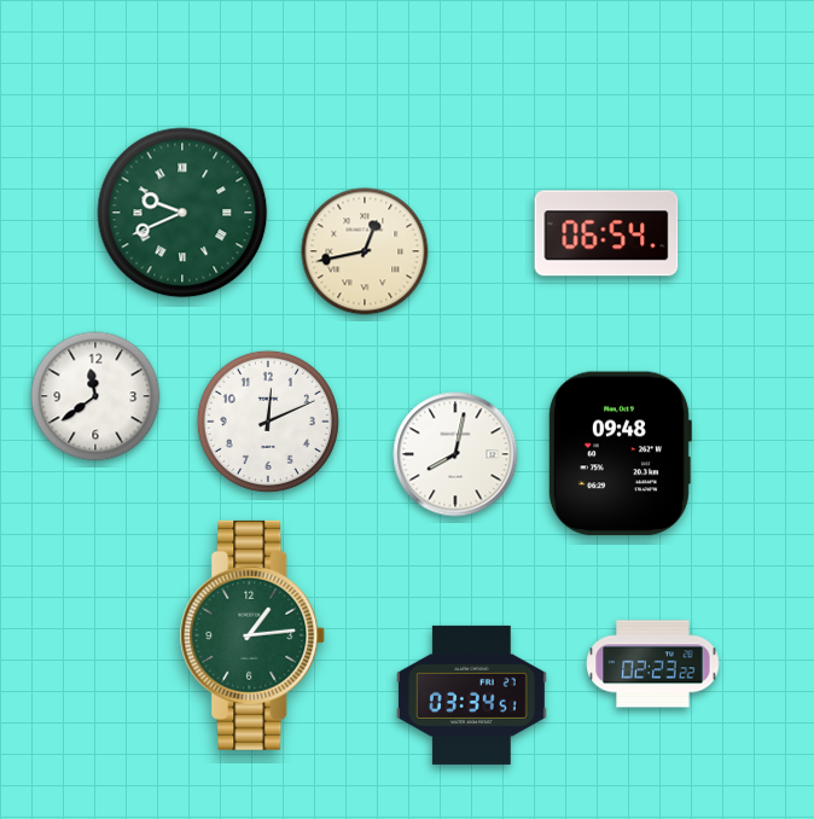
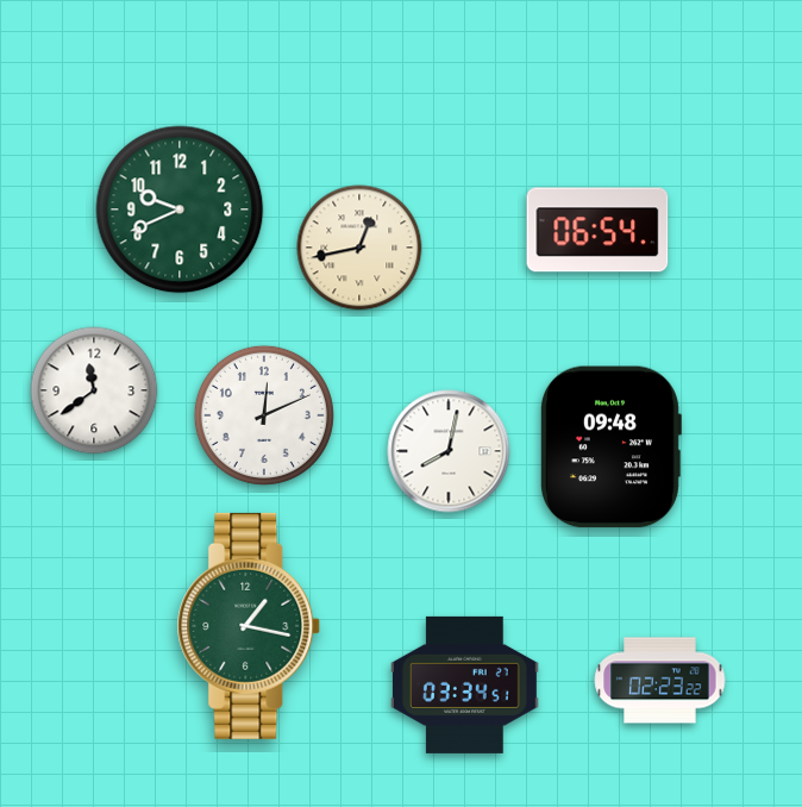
clock at (182, 213) numerals: Roman -> Arabic
clock at (455, 454) position: (455, 454) -> (449, 451)
clock at (252, 635): 1:14 -> 1:17
clock at (653, 664) position: (653, 664) -> (660, 681)
